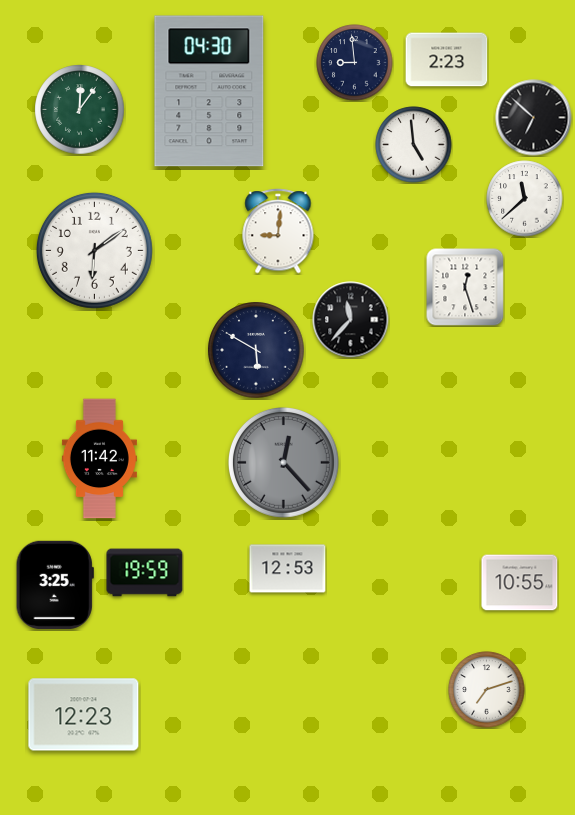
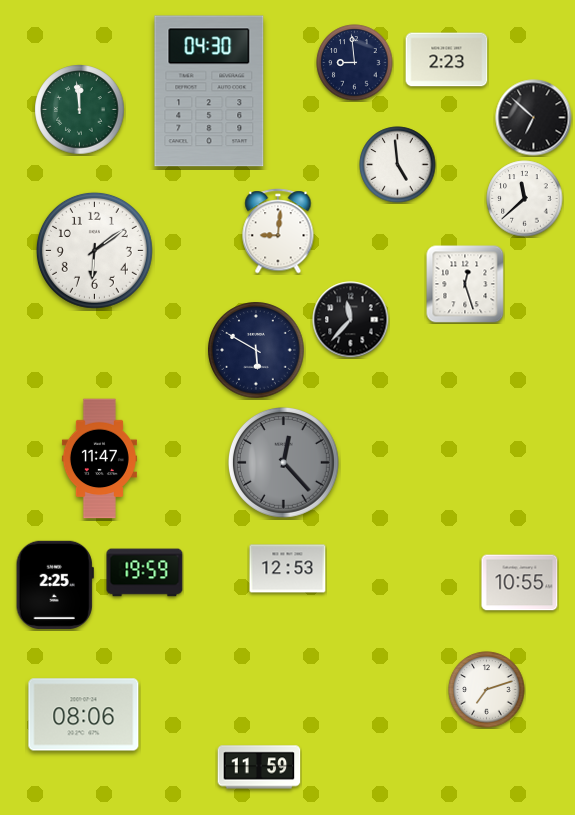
clock at (80, 110): 12:06 -> 11:59
clock at (414, 145) position: (414, 145) -> (398, 165)
clock at (465, 287) position: (465, 287) -> (465, 284)
clock at (99, 459): 11:42 -> 11:47
clock at (55, 585): 3:25 -> 2:25
clock at (84, 715): 12:23 -> 08:06
clock at (259, 767): none -> 11:59
